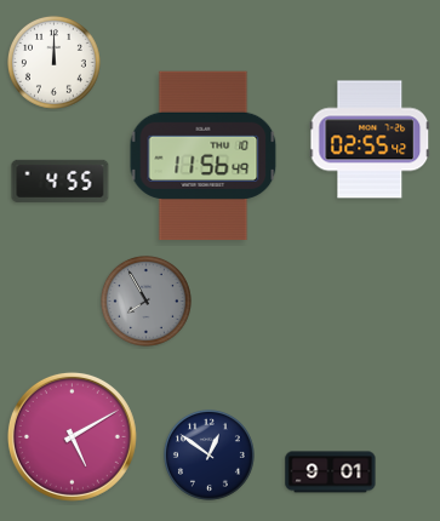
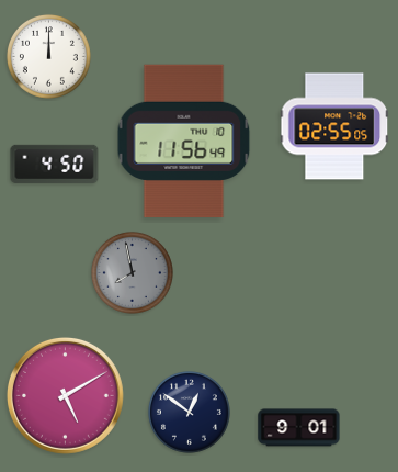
clock at (370, 139): 02:55:42 -> 02:55:05
clock at (61, 181): 4:55 -> 4:50
clock at (145, 300): 7:55 -> 7:58
